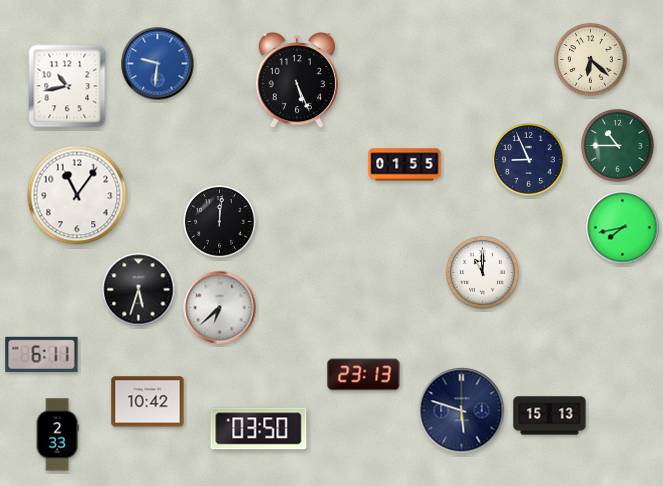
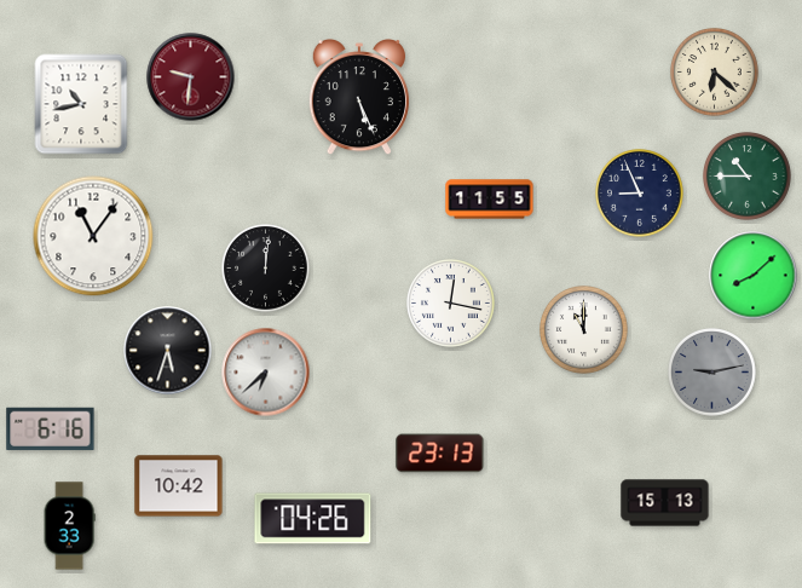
clock at (158, 64) dial: blue -> burgundy
clock at (405, 165): 01:55 -> 11:55
clock at (623, 228): 7:43 -> 8:08
clock at (451, 304): none -> 12:17
clock at (712, 373): none -> 9:13
clock at (42, 354): 6:11 -> 6:16
clock at (462, 411): 5:48 -> none
clock at (259, 429): 03:50 -> 04:26
